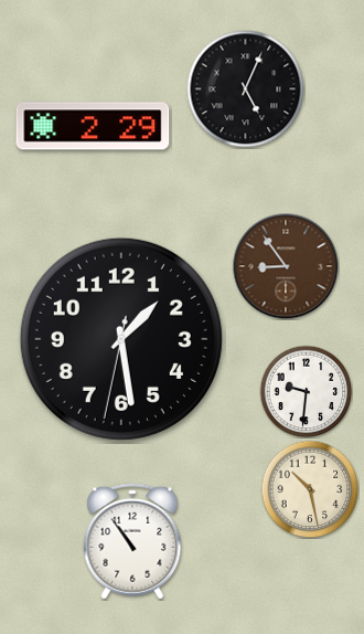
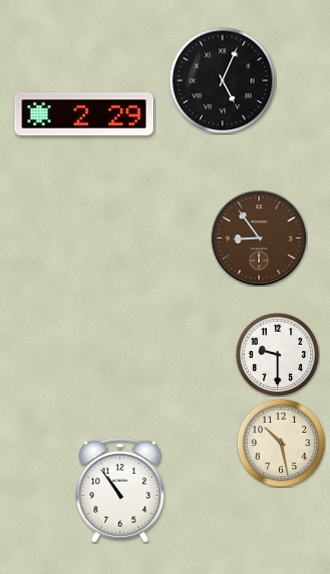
clock at (286, 266) position: (286, 266) -> (259, 238)
clock at (121, 339): 1:28 -> none
clock at (306, 391): 9:31 -> 9:30
